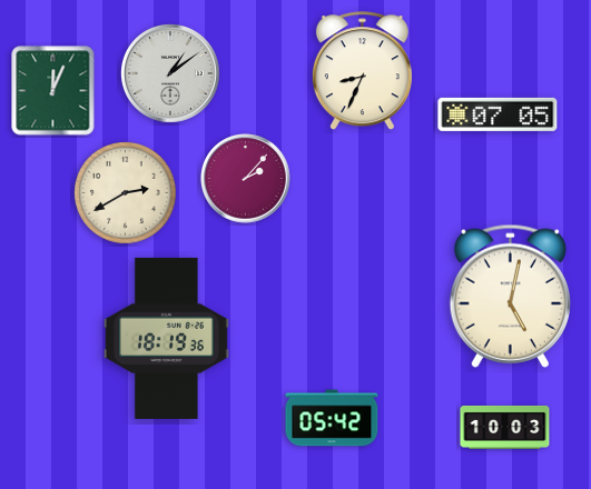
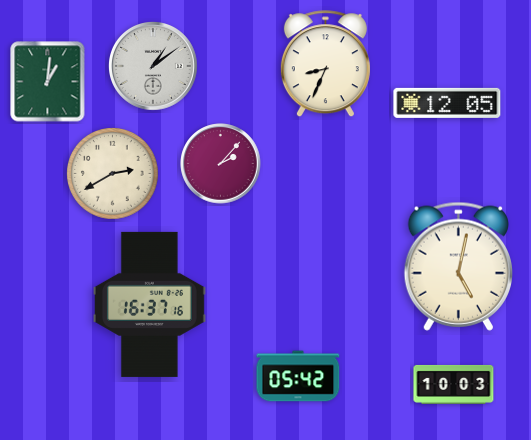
clock at (53, 91): 12:04 -> 1:01
clock at (498, 114): 07:05 -> 12:05
clock at (246, 179) position: (246, 179) -> (221, 164)
clock at (166, 338): 18:19 -> 16:37
